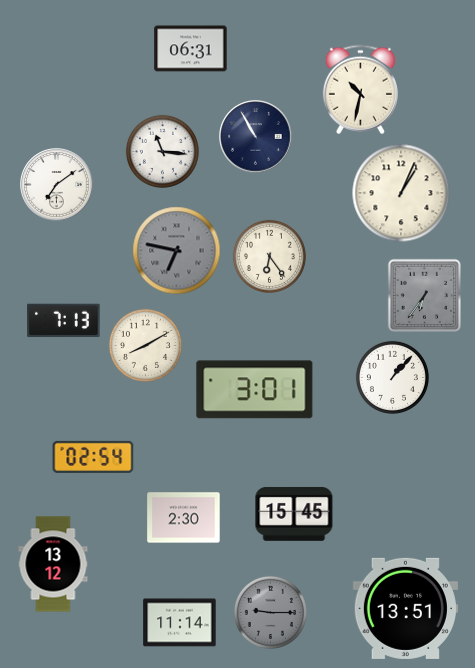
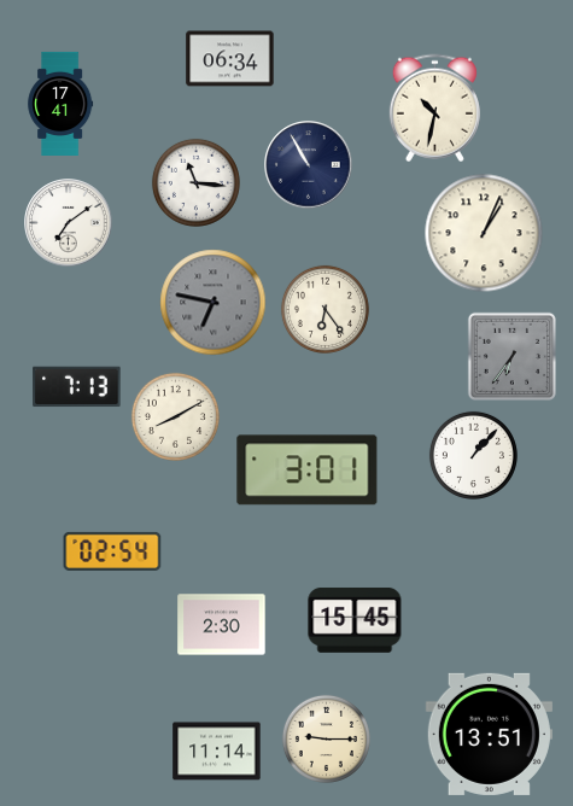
clock at (191, 49): 06:31 -> 06:34
clock at (60, 103): none -> 17:41
clock at (53, 564): 13:12 -> none
clock at (270, 612) dial: grey -> cream
